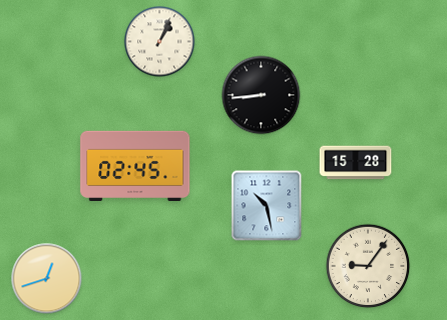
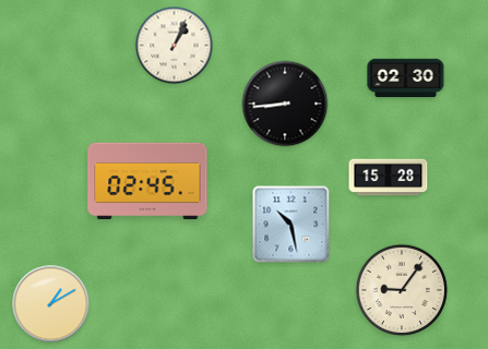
clock at (406, 77): none -> 02:30
clock at (47, 279): 12:42 -> 1:10
